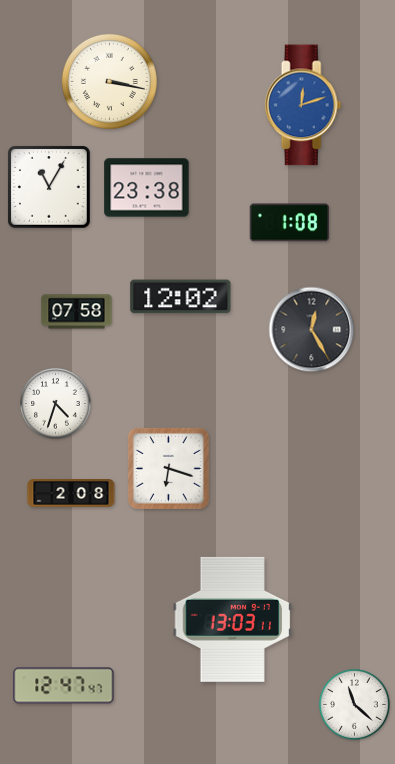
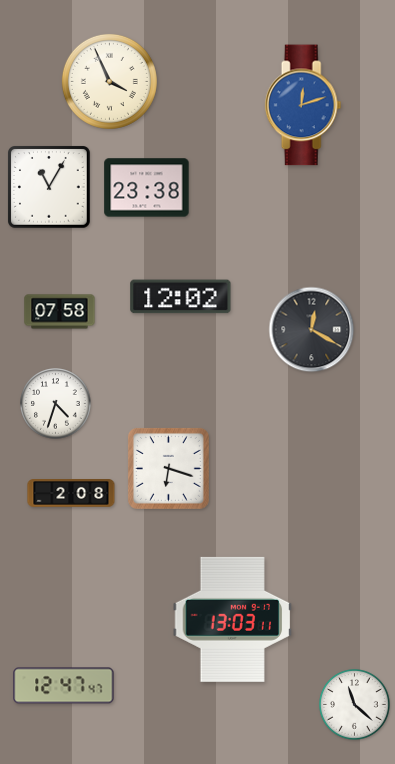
clock at (109, 81): 3:17 -> 3:56
clock at (289, 223): 1:08 -> none
clock at (77, 312) position: (77, 312) -> (60, 312)
clock at (312, 330): 12:25 -> 12:20
